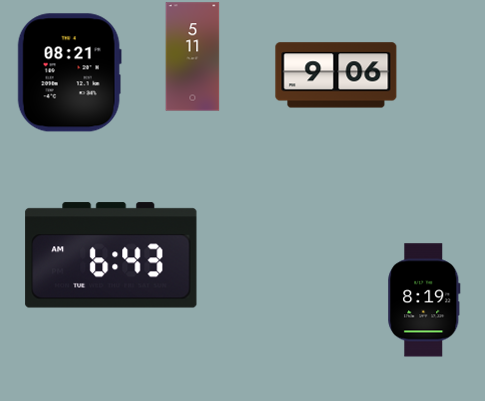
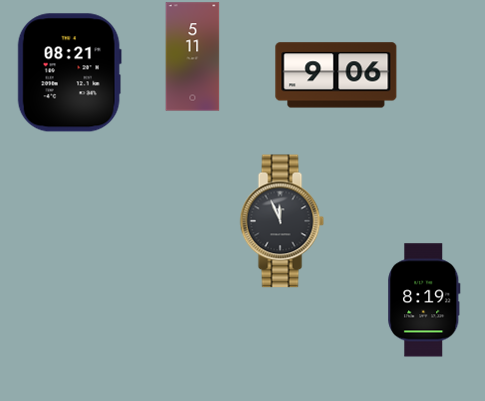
clock at (282, 221): none -> 11:56
clock at (111, 255): 6:43 -> none
